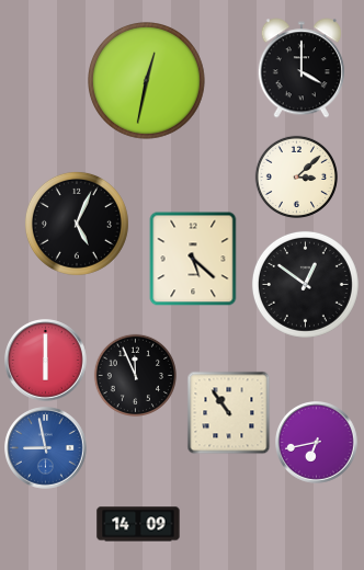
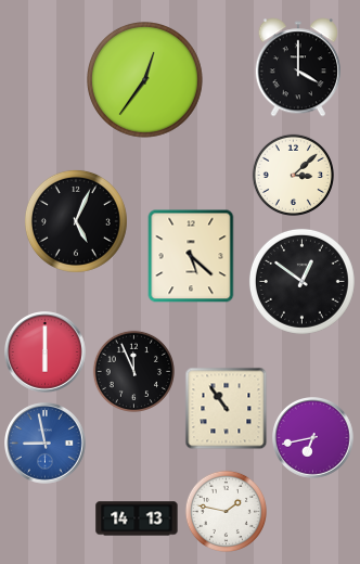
clock at (147, 81): 12:32 -> 12:36
clock at (46, 361) position: (46, 361) -> (46, 352)
clock at (226, 511): none -> 1:47
clock at (138, 524): 14:09 -> 14:13
